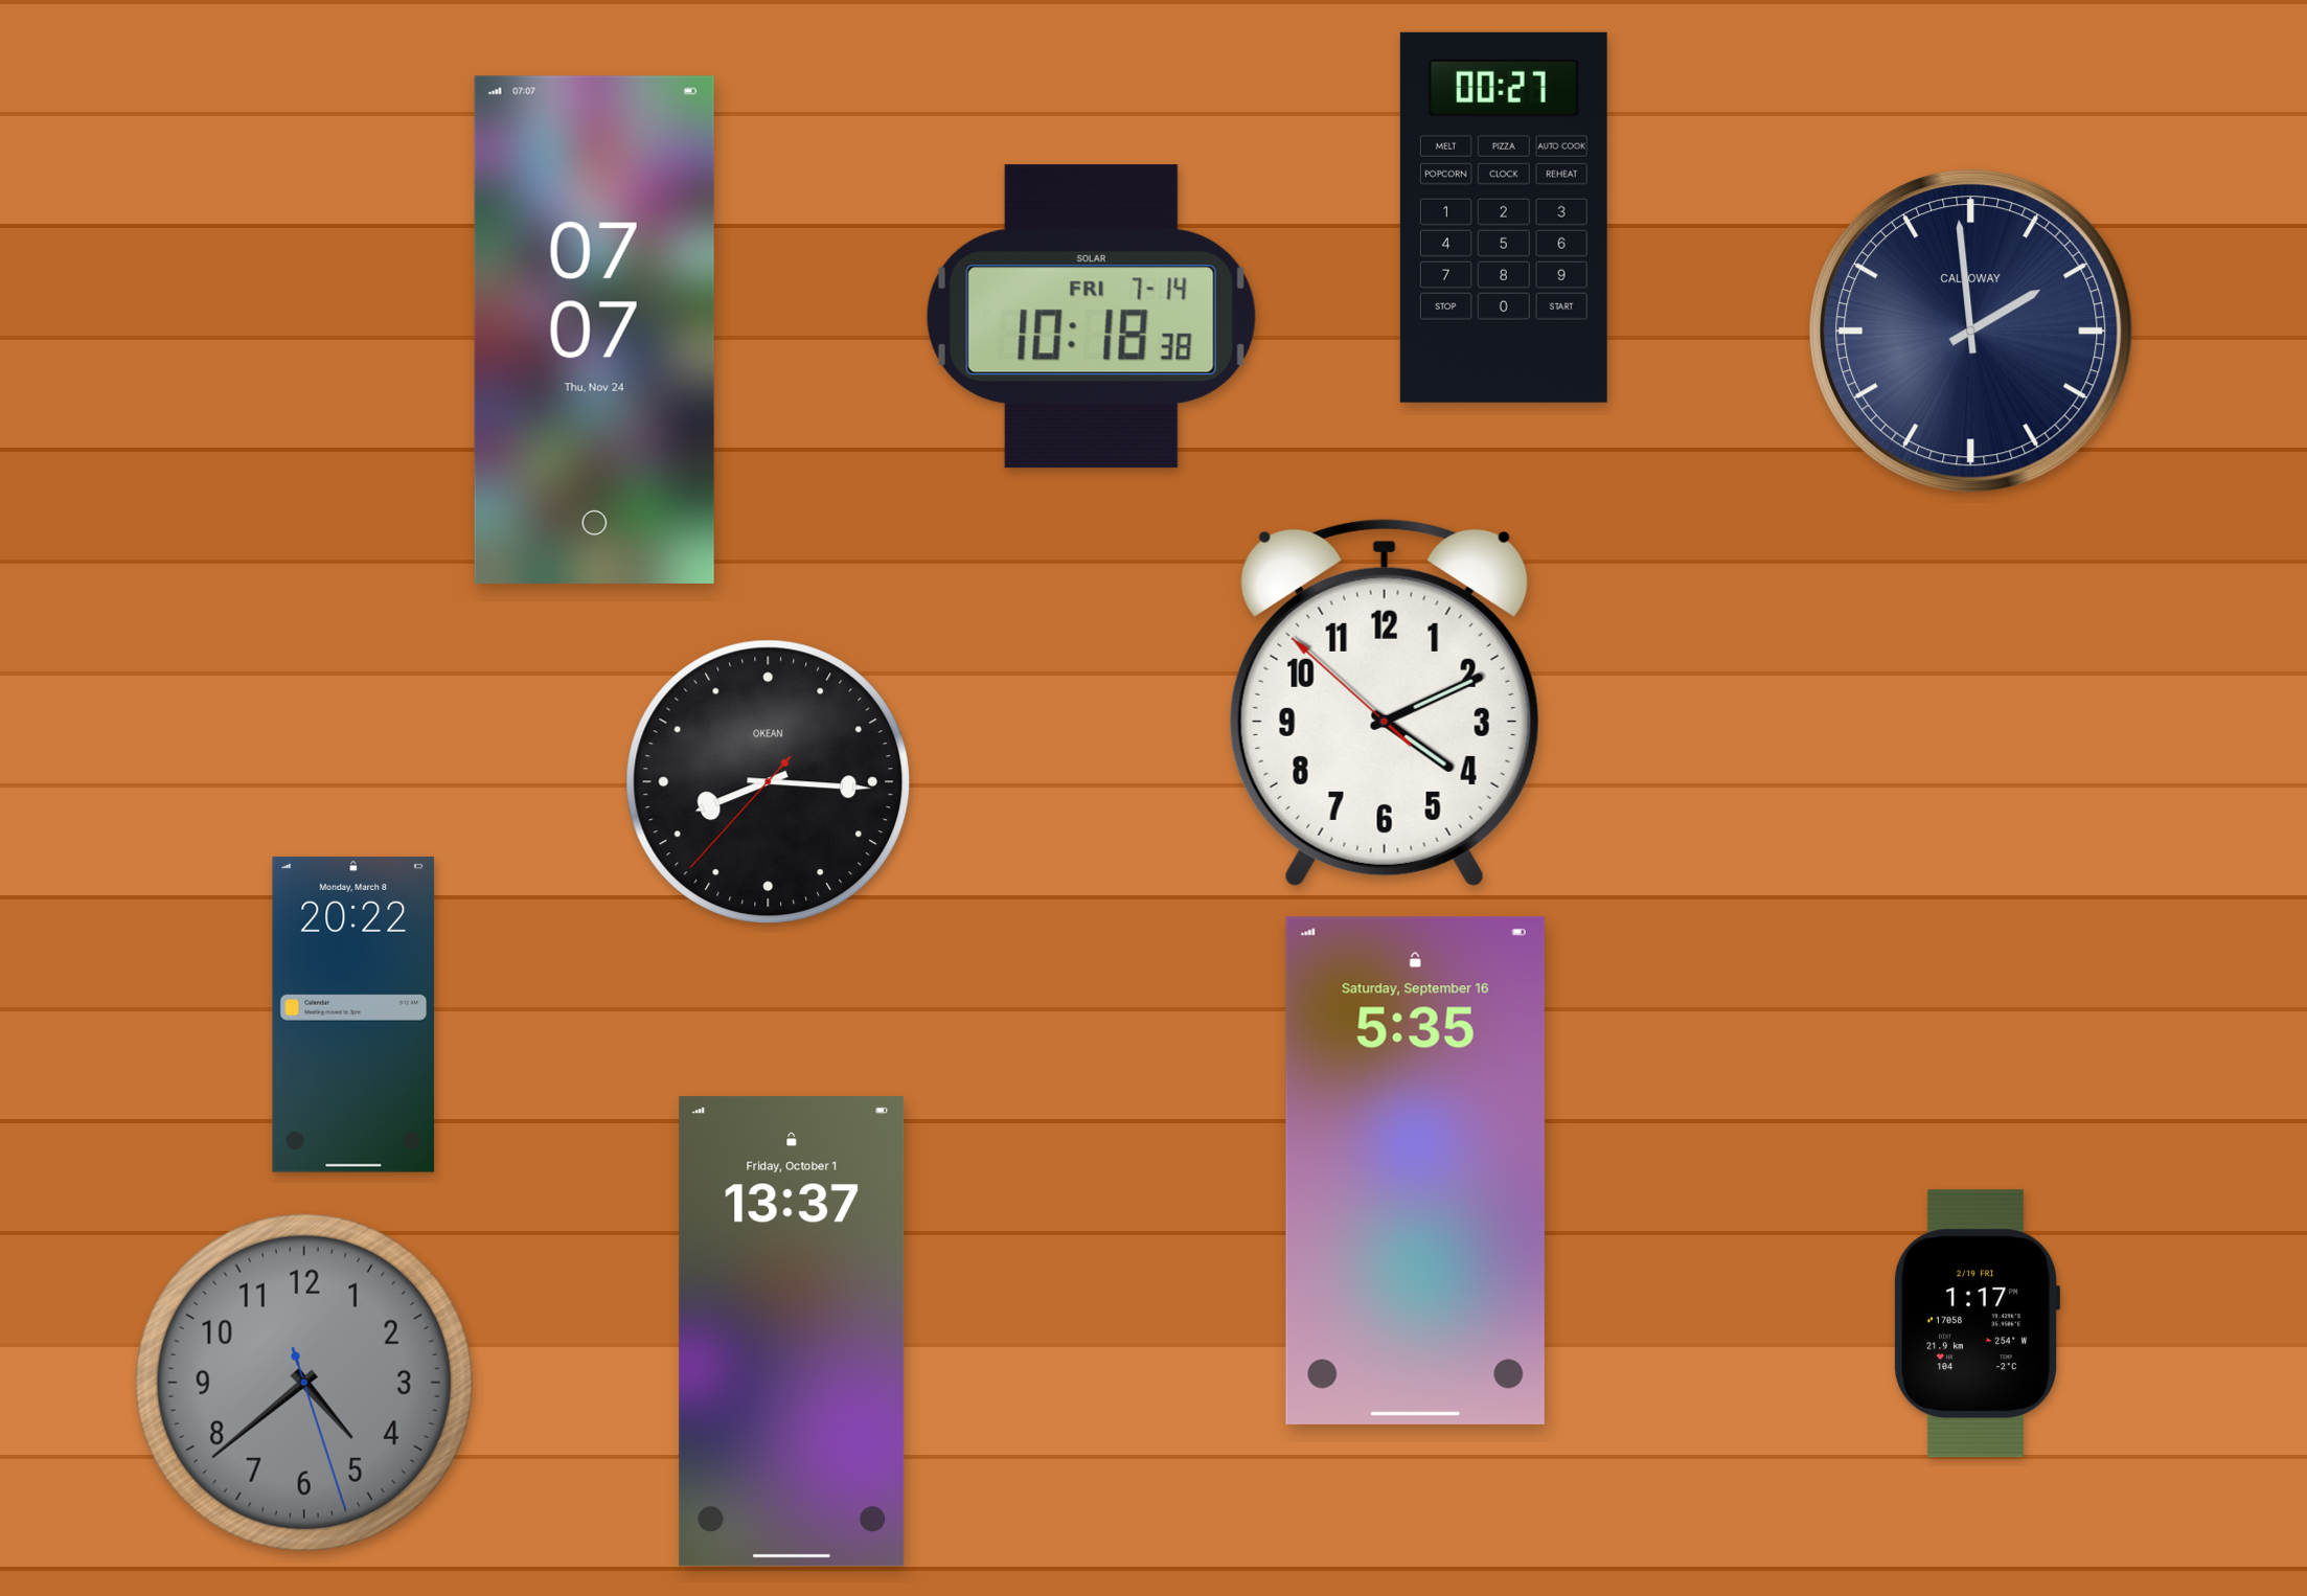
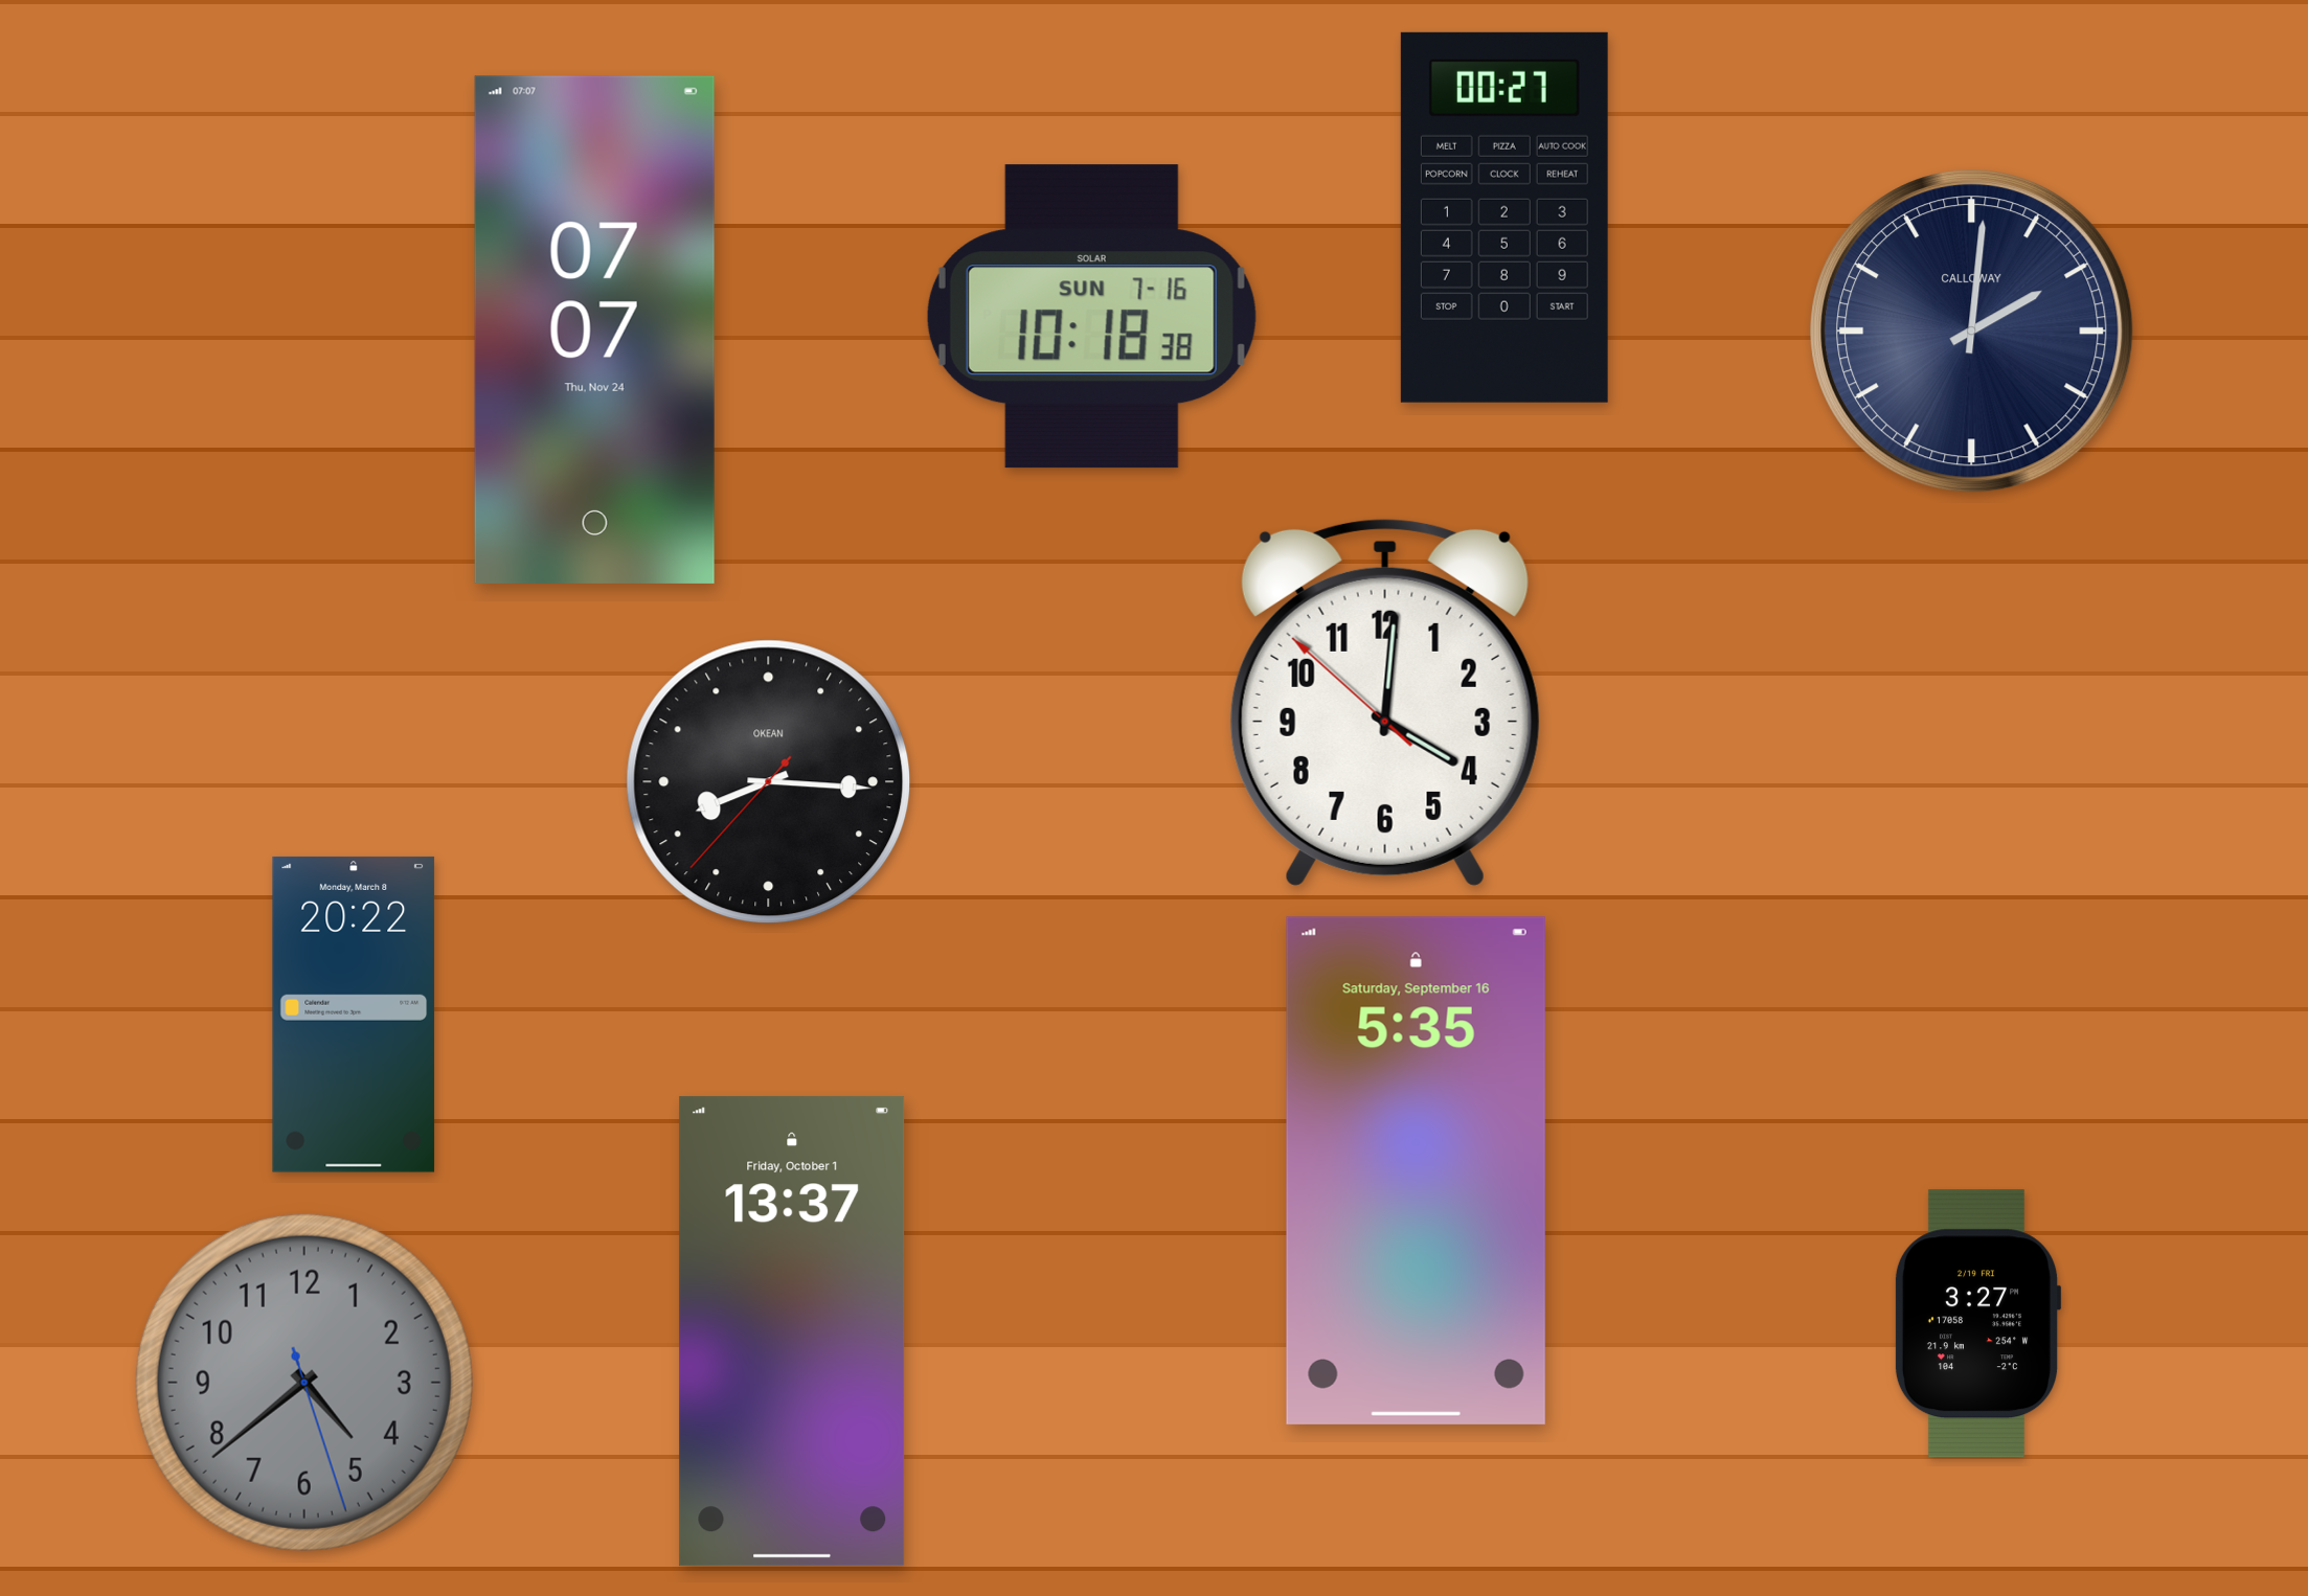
clock at (1091, 317) date: FRI 7-14 -> SUN 7-16
clock at (1971, 332): 1:59 -> 2:01
clock at (1385, 702): 4:10 -> 4:00
clock at (1977, 1324): 1:17 -> 3:27
